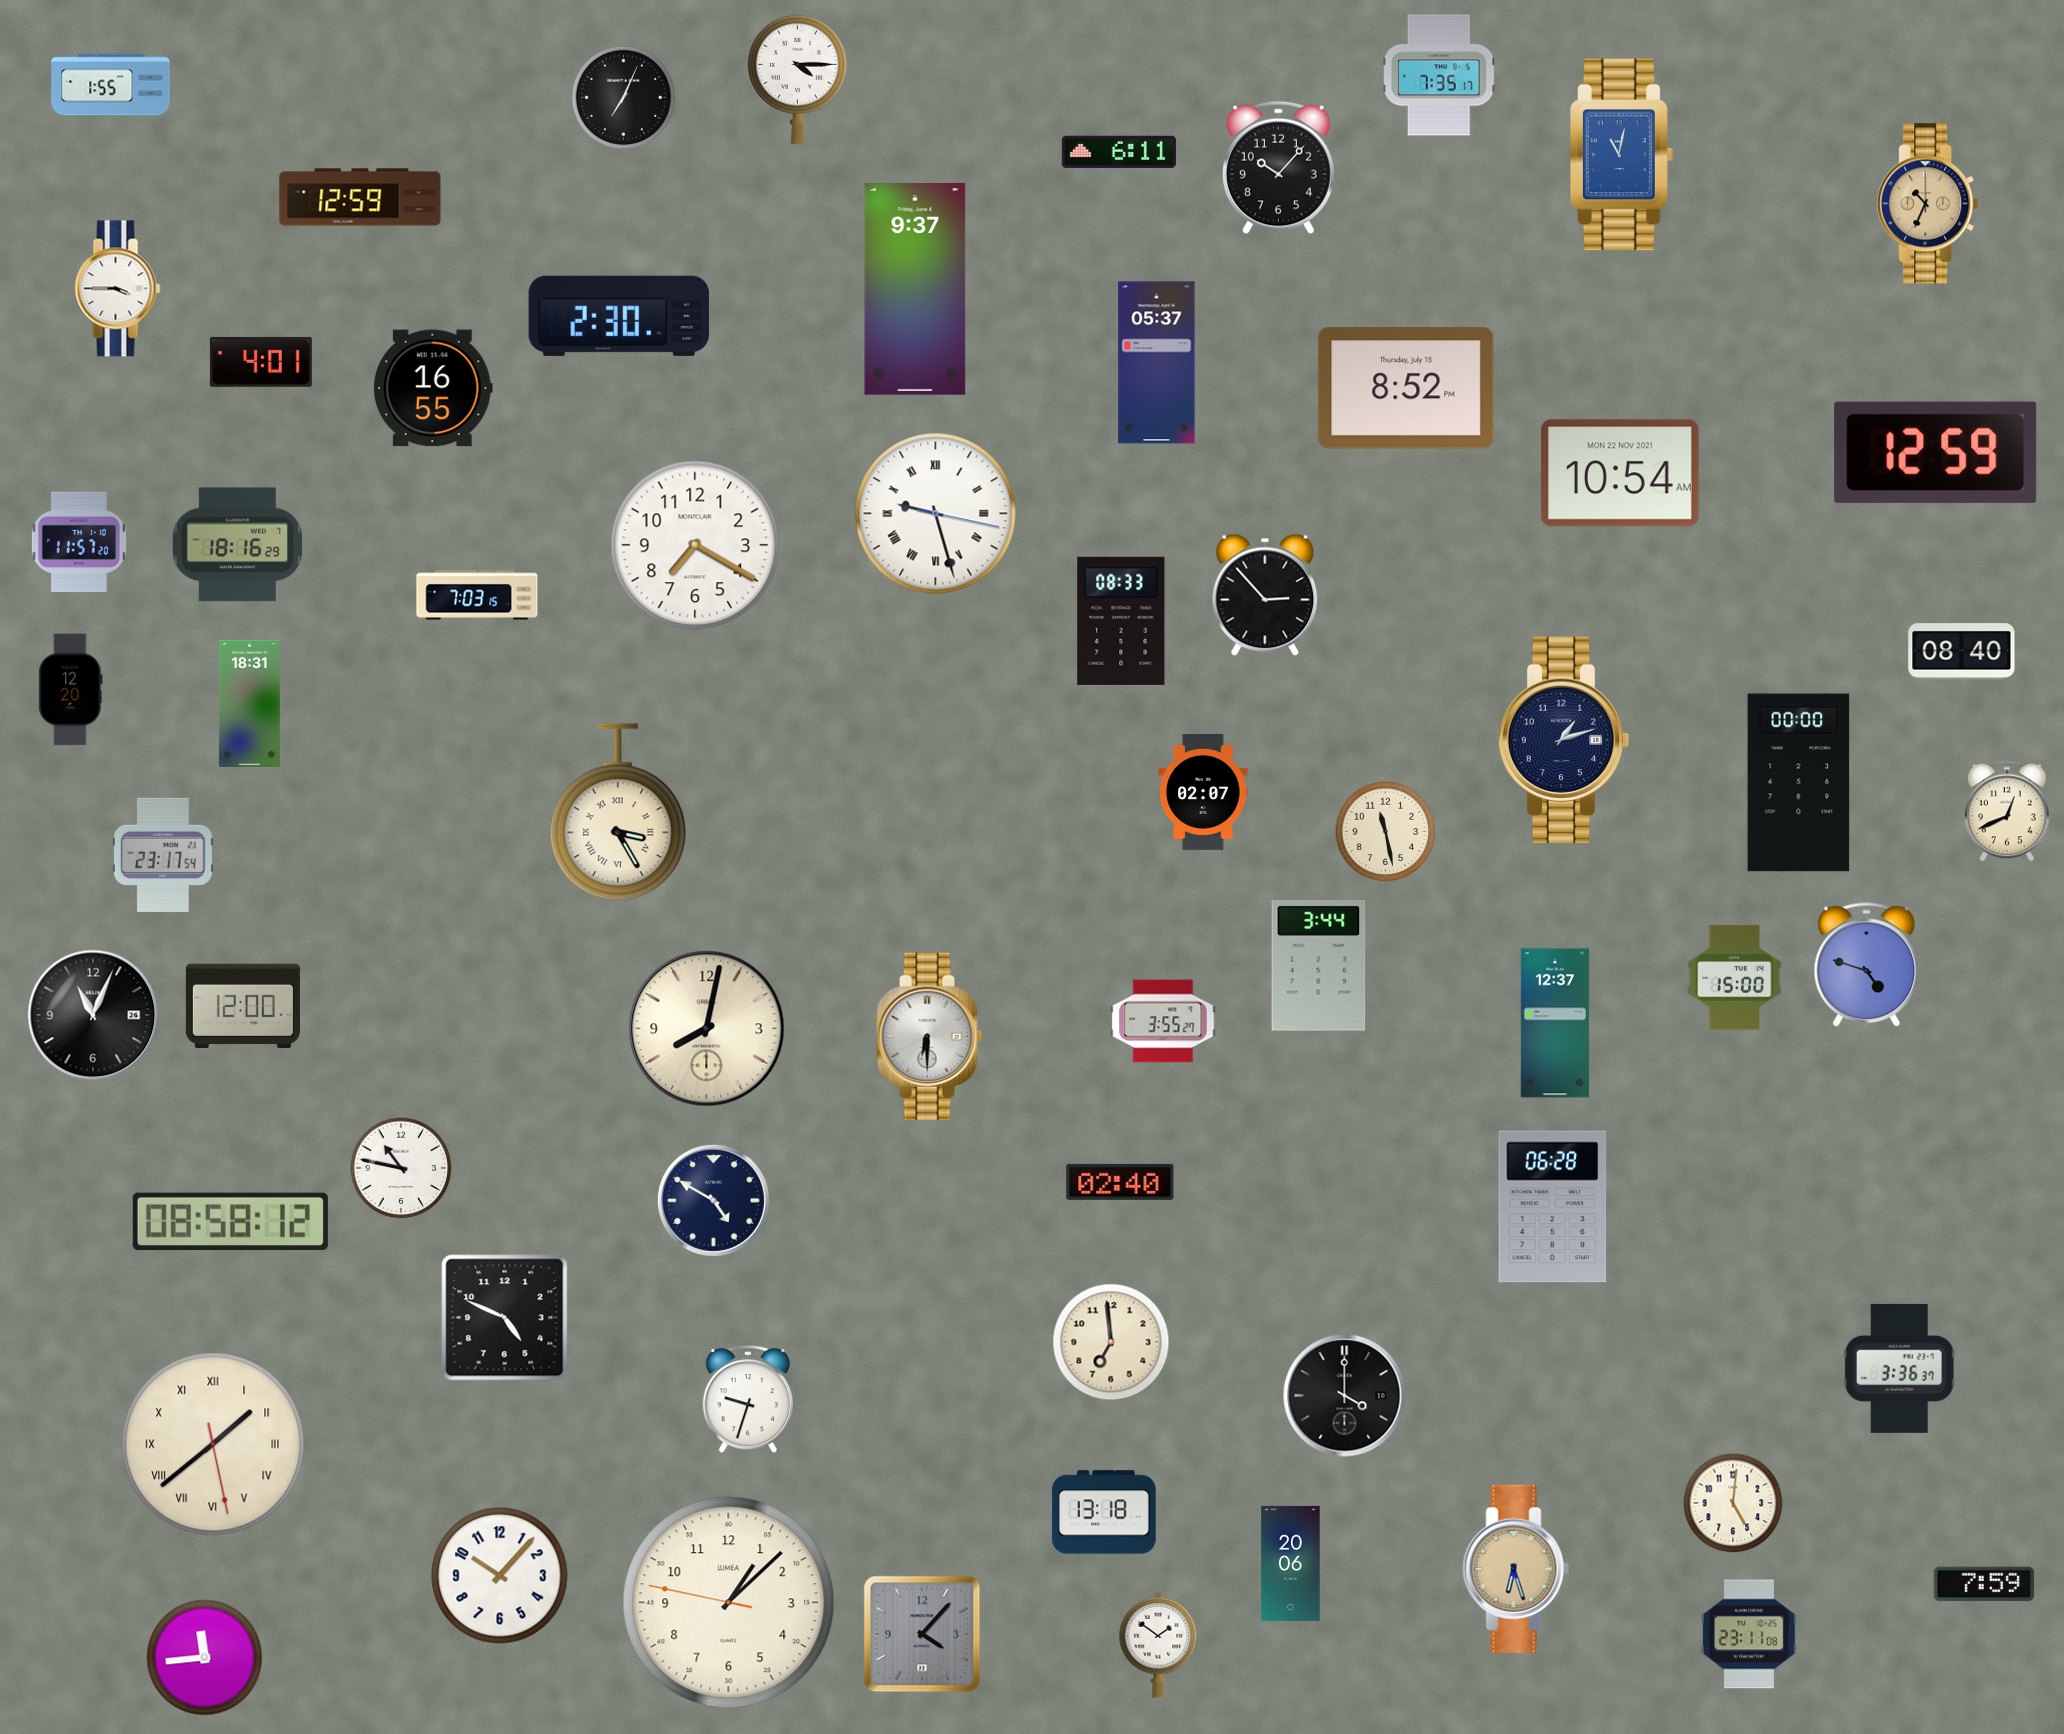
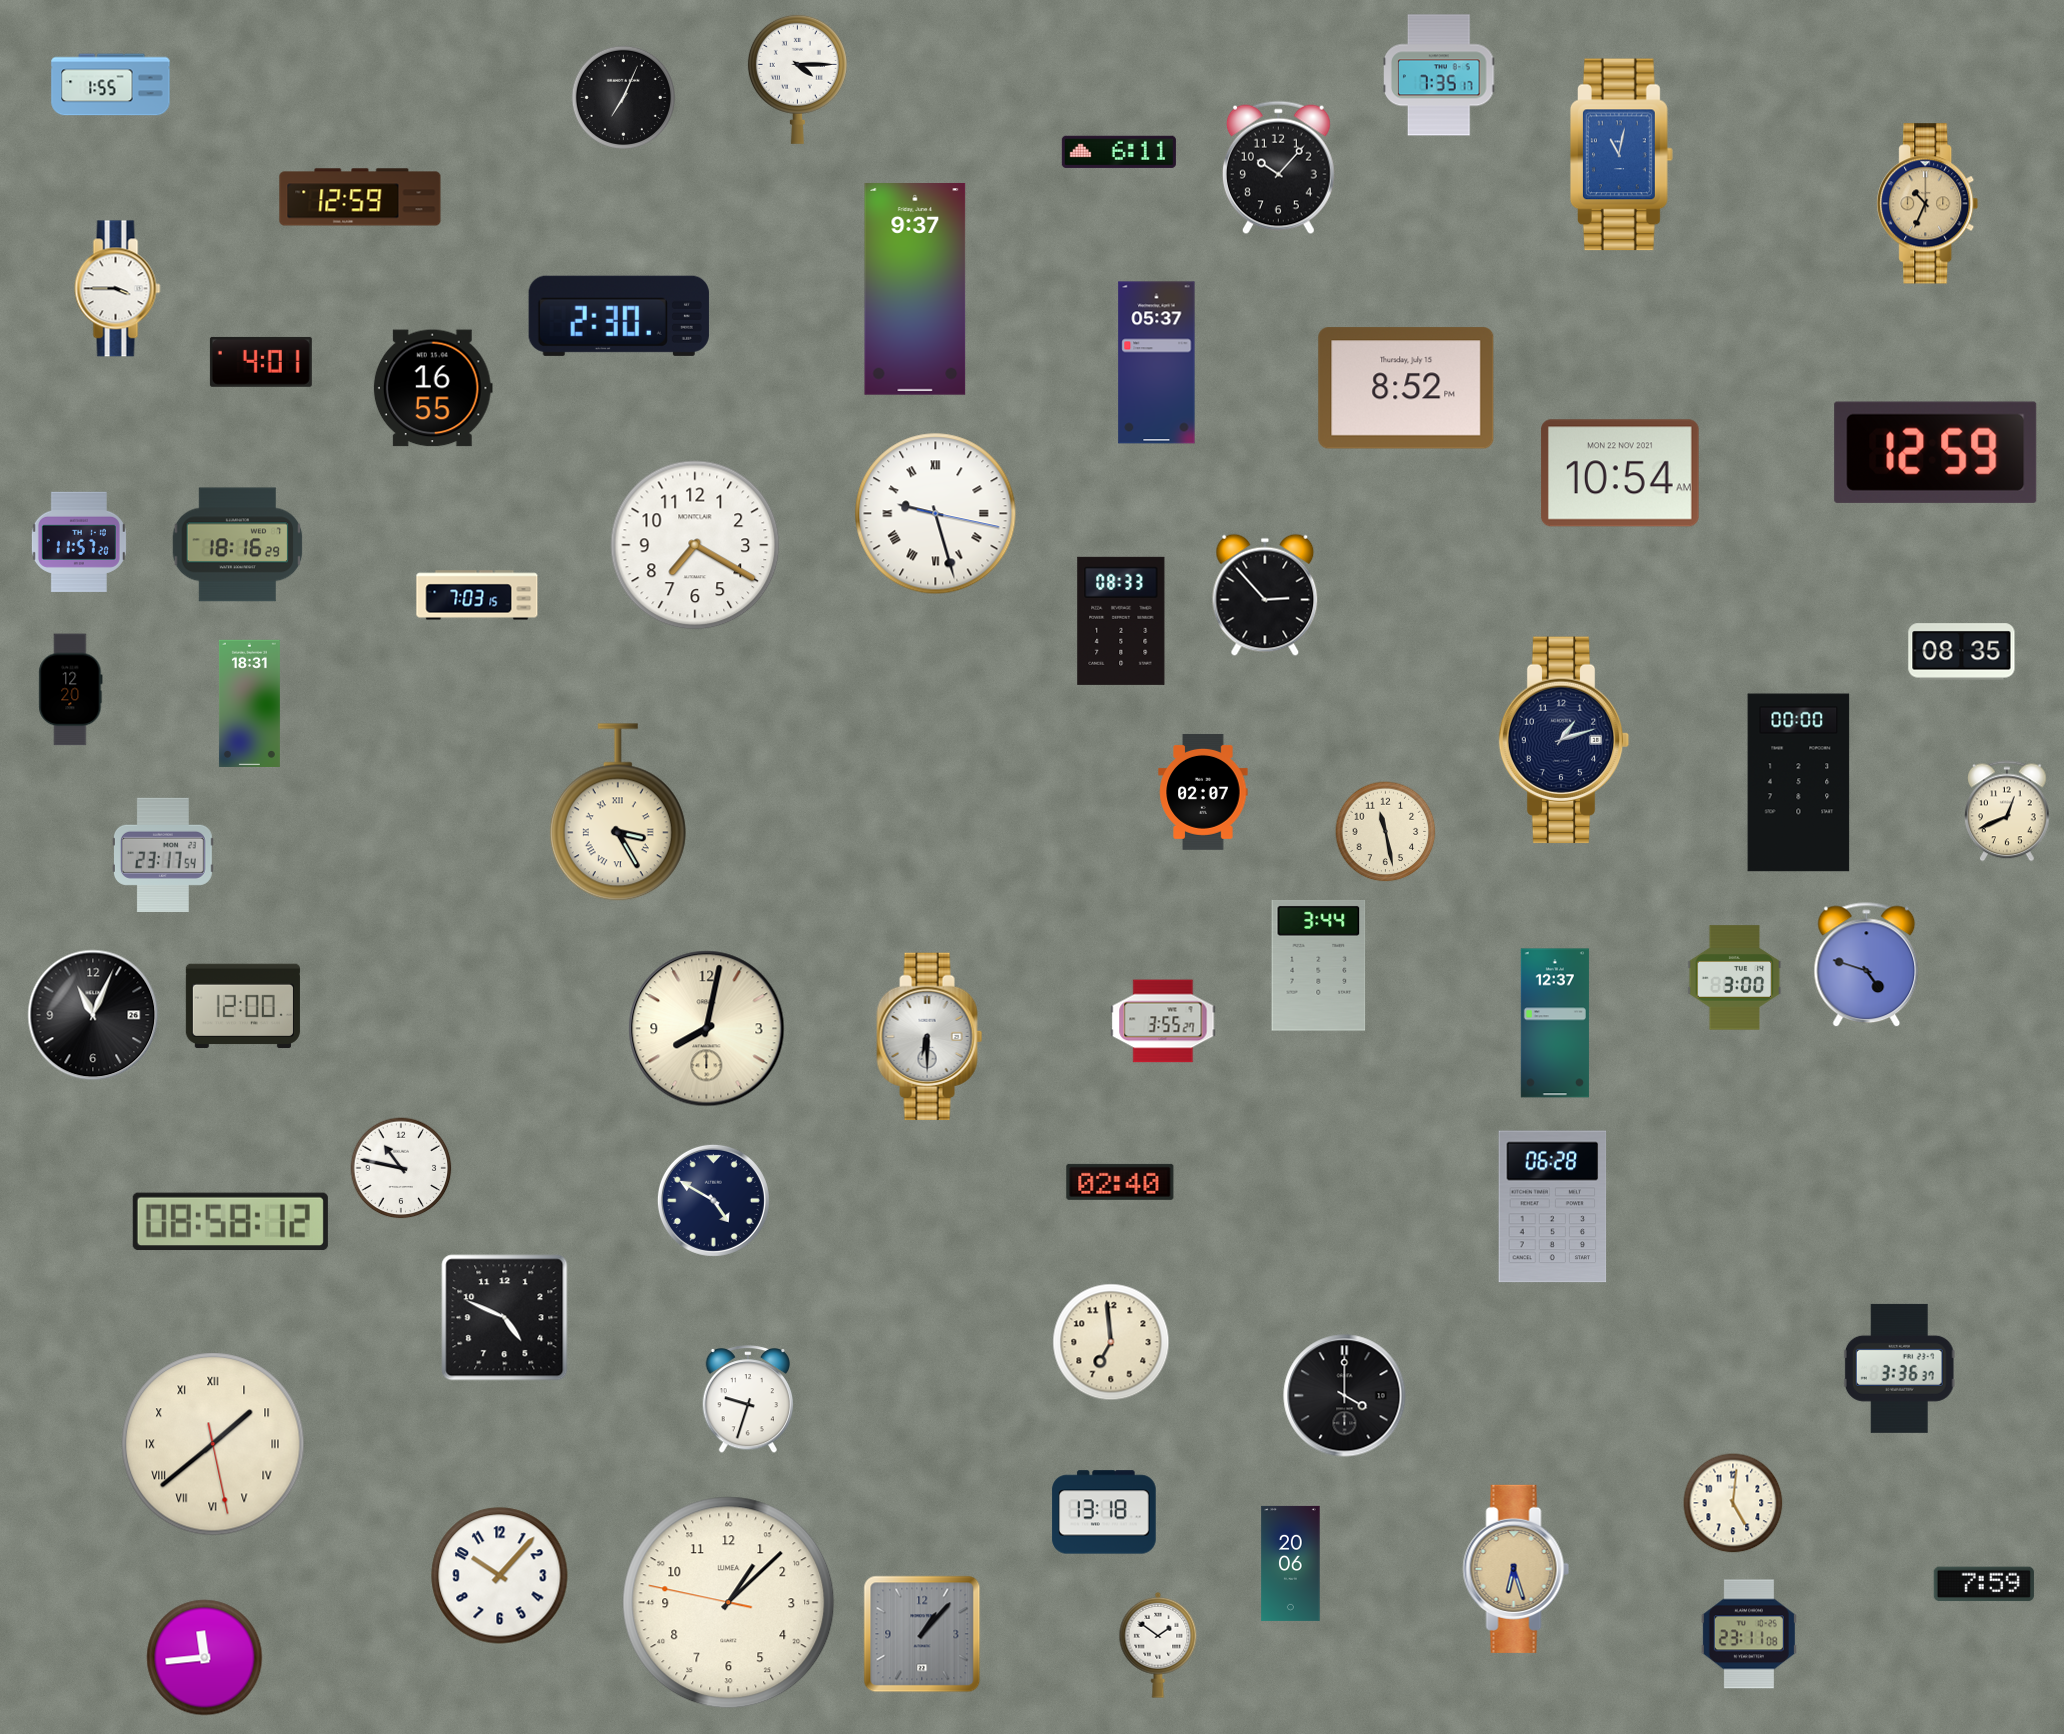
clock at (1962, 652): 08:40 -> 08:35
clock at (1735, 978): 15:00 -> 3:00
clock at (922, 1634): 4:07 -> 1:07
